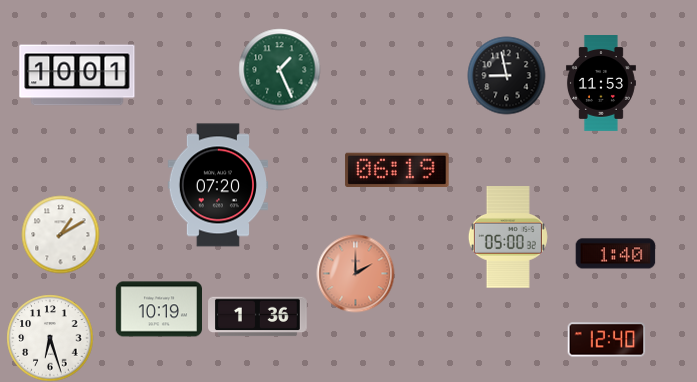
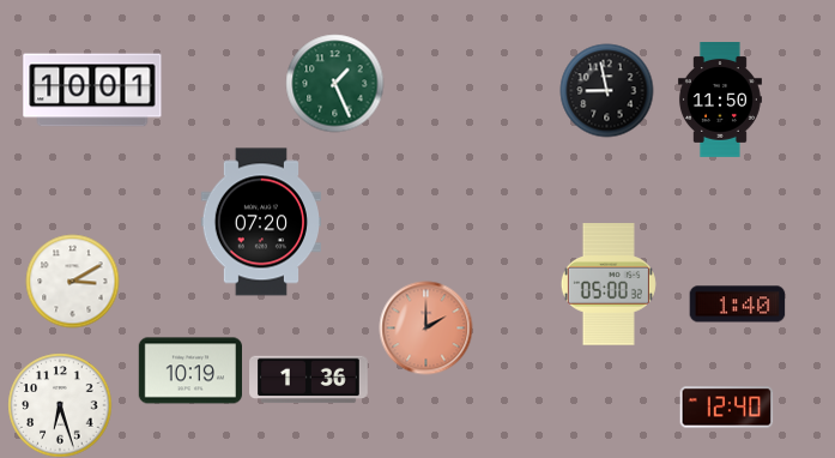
clock at (601, 84): 11:53 -> 11:50
clock at (397, 169): 06:19 -> none
clock at (60, 234): 1:10 -> 3:10
